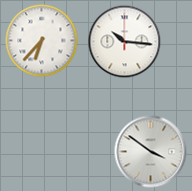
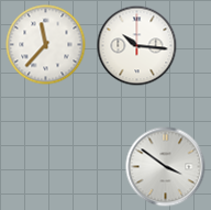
clock at (42, 41): 6:37 -> 11:37
